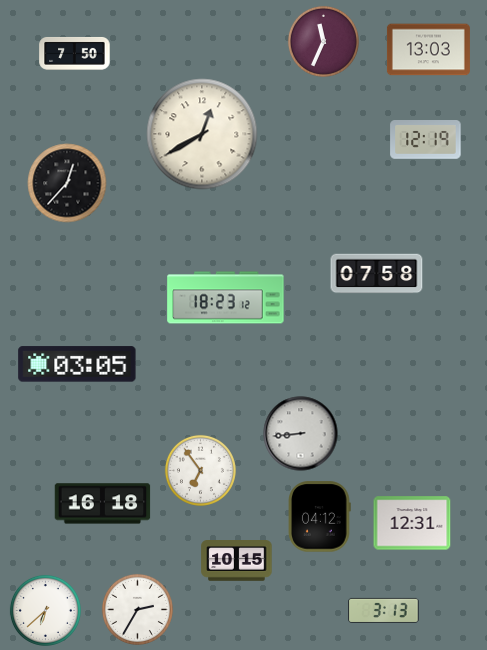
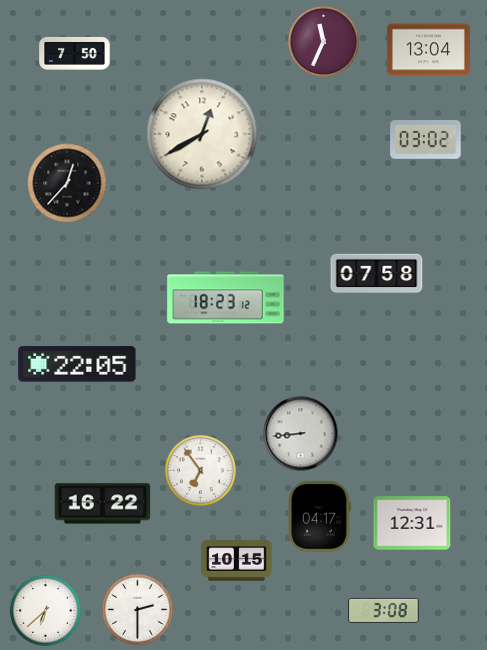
clock at (428, 50): 13:03 -> 13:04
clock at (426, 140): 12:19 -> 03:02
clock at (77, 364): 03:05 -> 22:05
clock at (103, 504): 16:18 -> 16:22
clock at (320, 517): 04:12 -> 04:17
clock at (137, 609): 2:35 -> 2:30
clock at (384, 610): 3:13 -> 3:08
